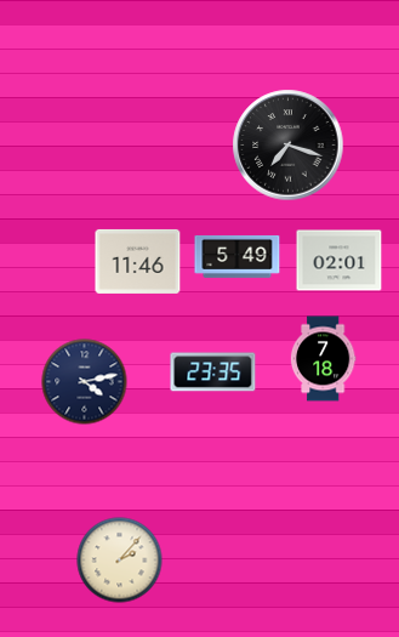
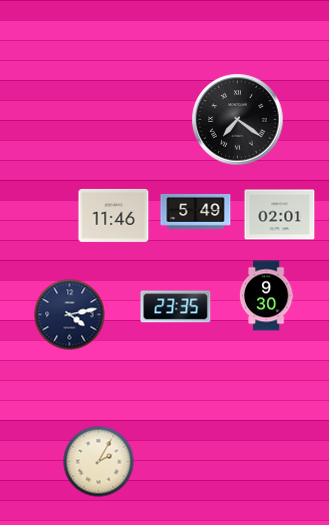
clock at (289, 146): 7:18 -> 7:21
clock at (323, 359): 7:18 -> 9:30
clock at (120, 561): 2:07 -> 2:05
